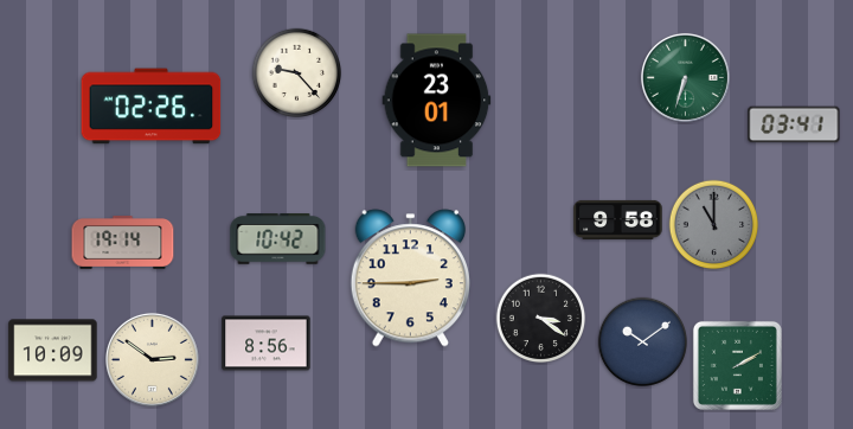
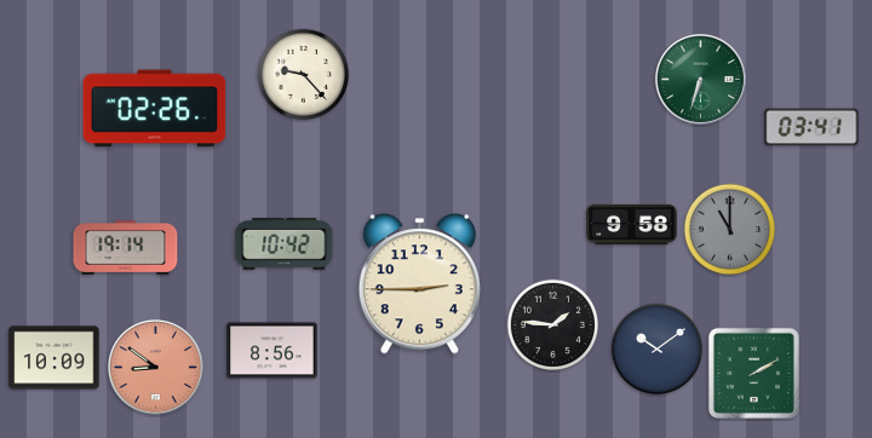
clock at (437, 101): 23:01 -> none
clock at (541, 319): 3:21 -> 1:46
clock at (152, 359): 2:51 -> 8:51
clock at (152, 359) dial: cream -> salmon
